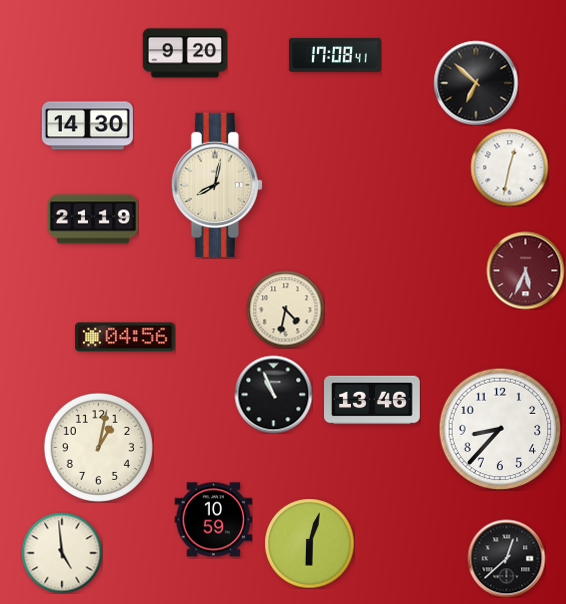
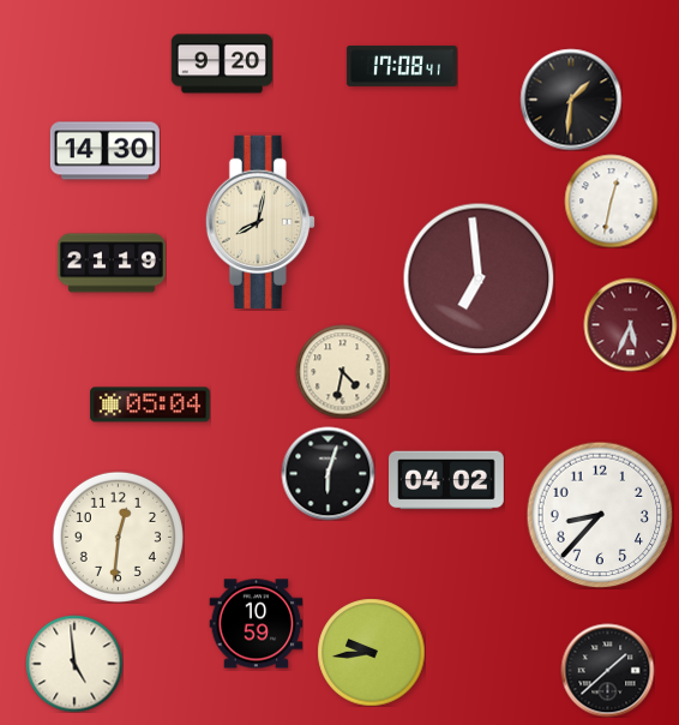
clock at (476, 83): 6:52 -> 1:31
clock at (479, 278): none -> 6:59
clock at (125, 337): 04:56 -> 05:04
clock at (273, 394): 10:56 -> 6:03
clock at (373, 400): 13:46 -> 04:02
clock at (98, 447): 1:02 -> 12:31
clock at (309, 543): 6:03 -> 9:44
clock at (506, 558): 12:38 -> 1:38
